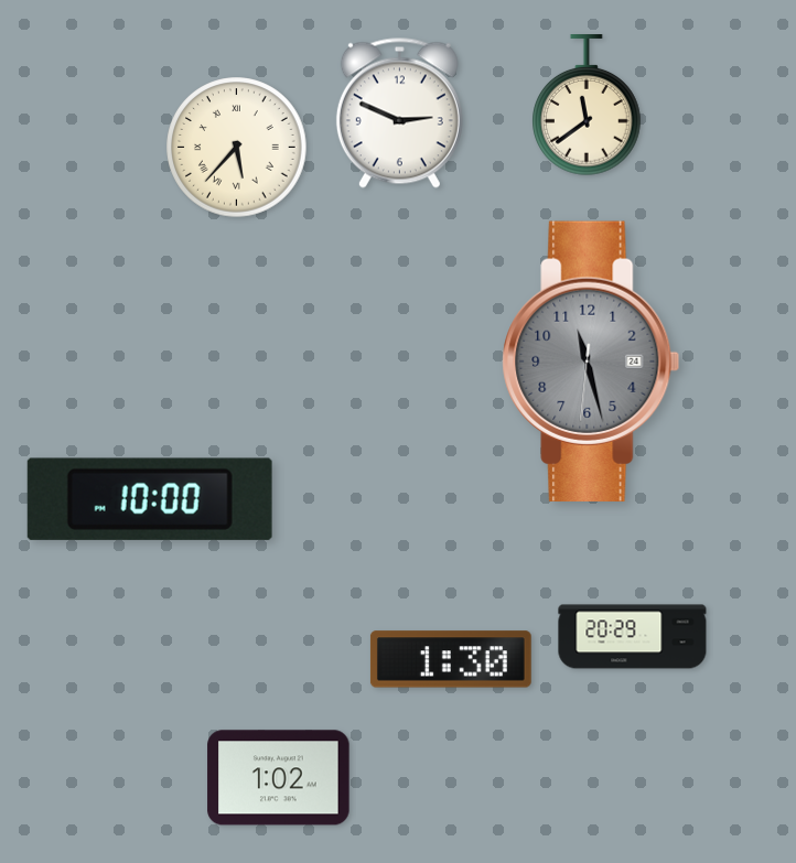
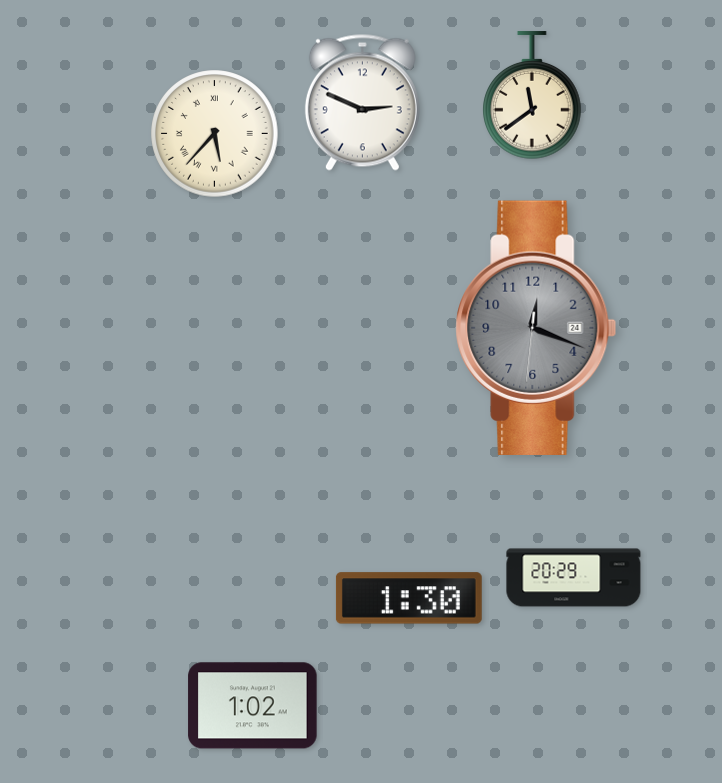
clock at (591, 362): 11:27 -> 12:18
clock at (150, 499): 10:00 -> none
